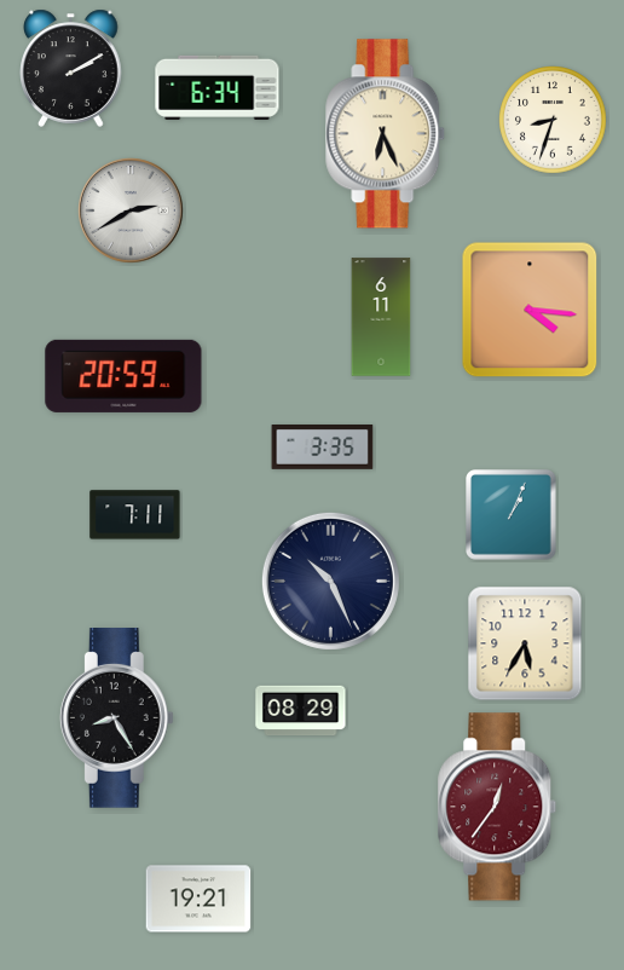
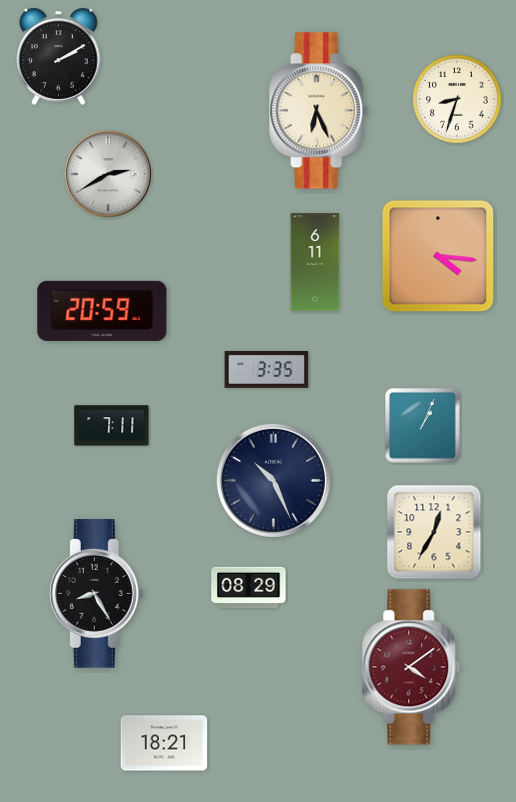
clock at (218, 87): 6:34 -> none
clock at (525, 643): 5:35 -> 12:35
clock at (497, 807): 12:36 -> 4:09
clock at (198, 899): 19:21 -> 18:21
